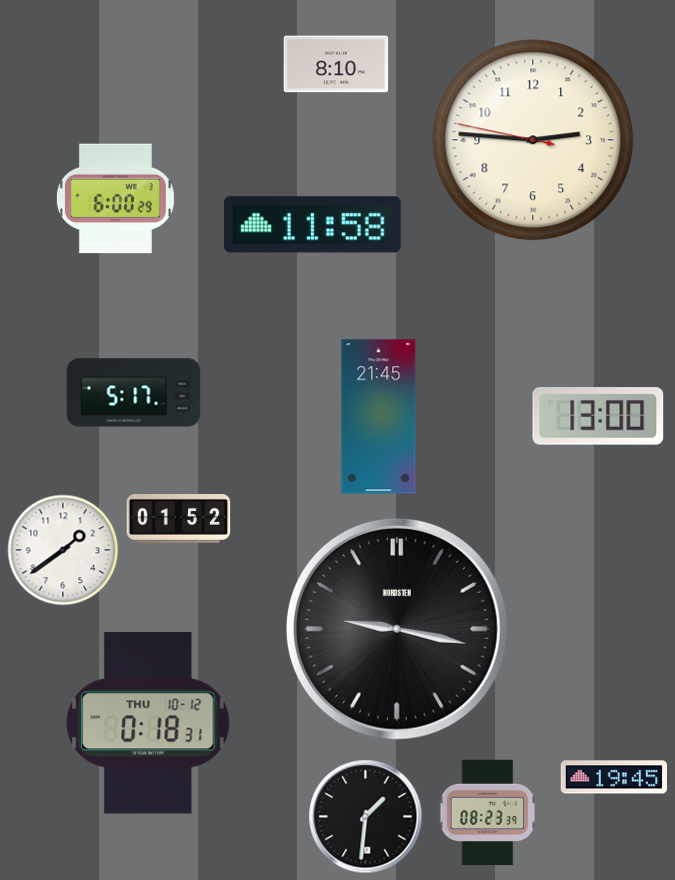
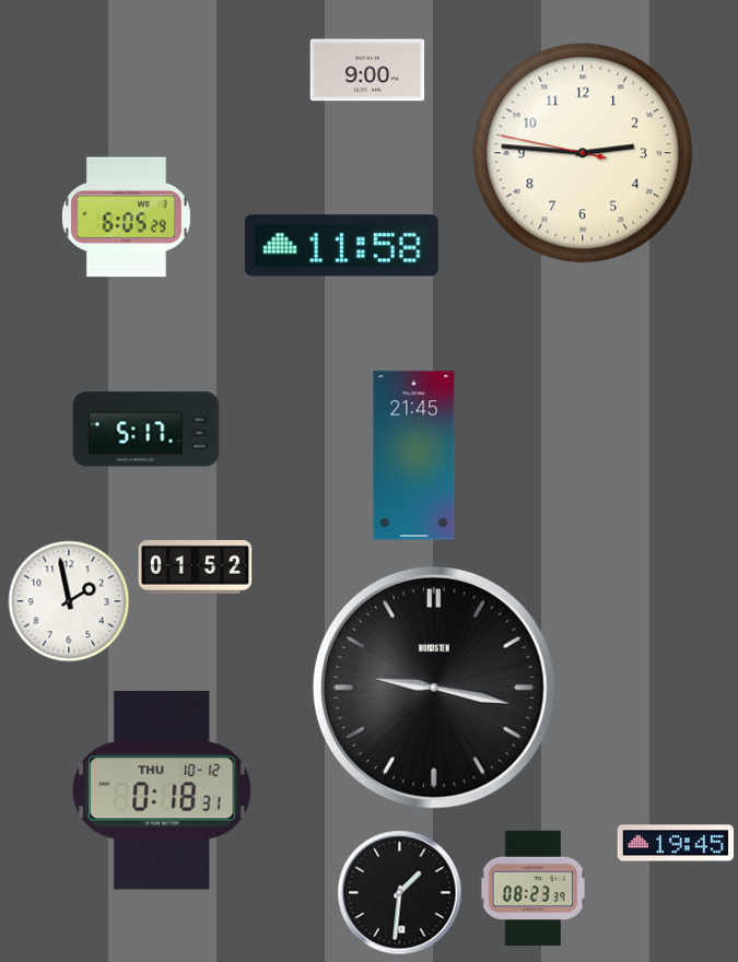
clock at (336, 64): 8:10 -> 9:00
clock at (115, 199): 6:00 -> 6:05
clock at (598, 416): 13:00 -> none
clock at (63, 550): 1:39 -> 1:58
clock at (613, 777) position: (613, 777) -> (675, 843)
